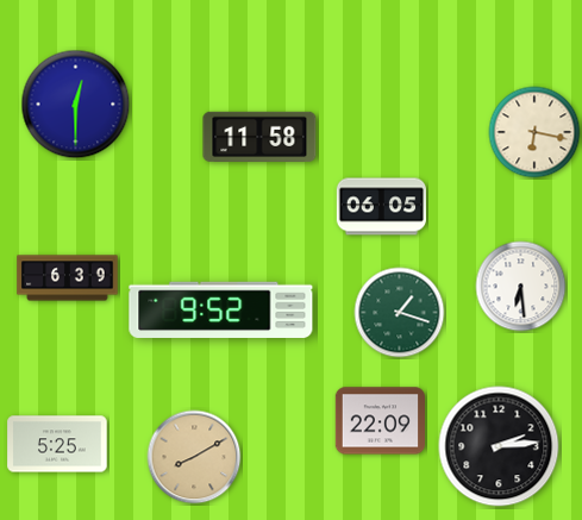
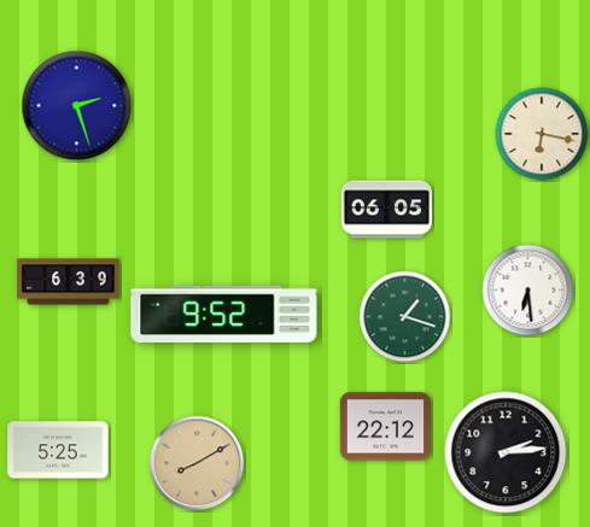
clock at (76, 105): 12:30 -> 2:27
clock at (259, 136): 11:58 -> none
clock at (380, 421): 22:09 -> 22:12
